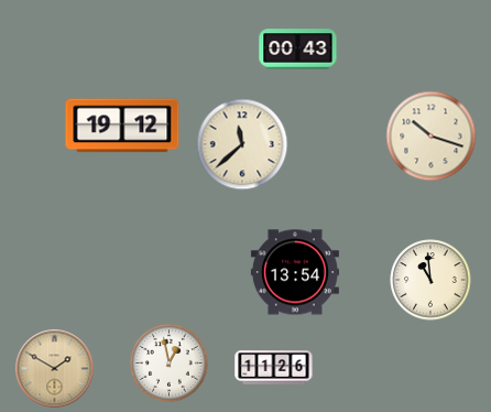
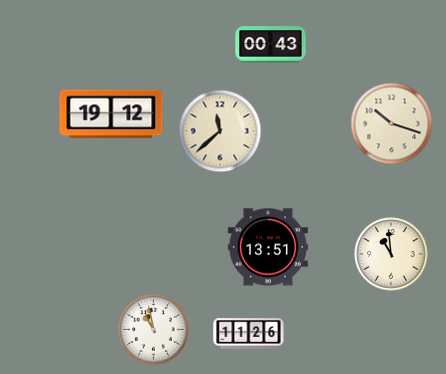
clock at (295, 272): 13:54 -> 13:51
clock at (170, 364): 12:58 -> 10:58
clock at (55, 369): 1:50 -> none
